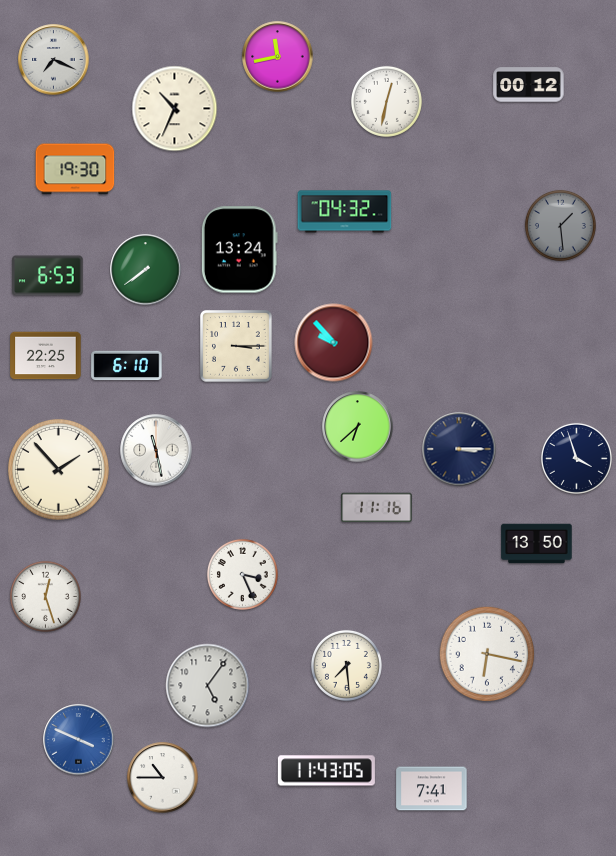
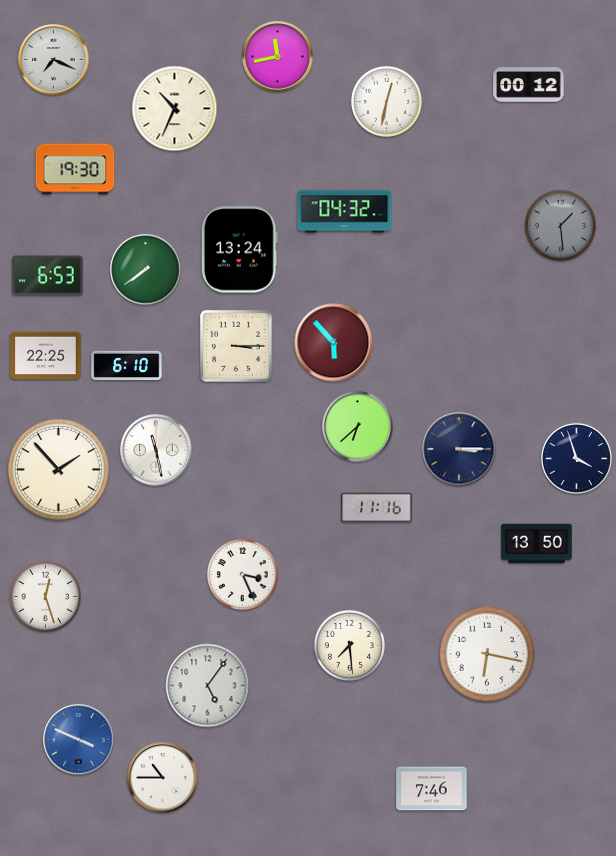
clock at (334, 343): 9:53 -> 5:53
clock at (346, 665) position: (346, 665) -> (349, 645)
clock at (326, 771): 11:43 -> none
clock at (432, 789): 7:41 -> 7:46
